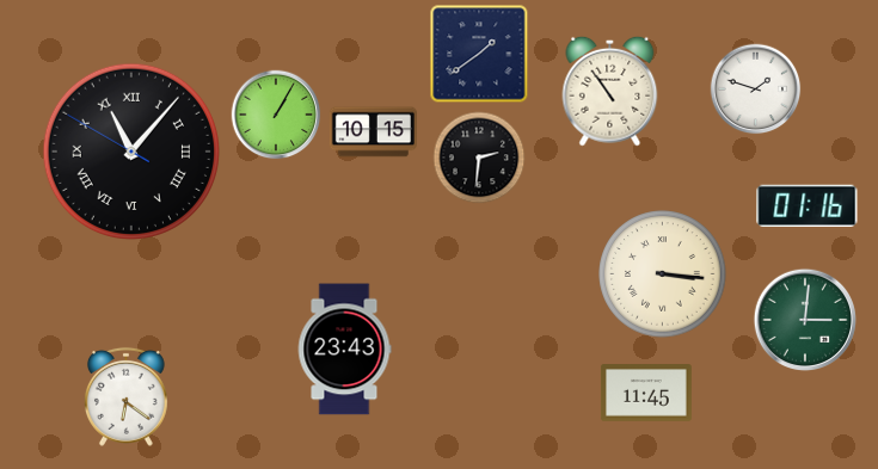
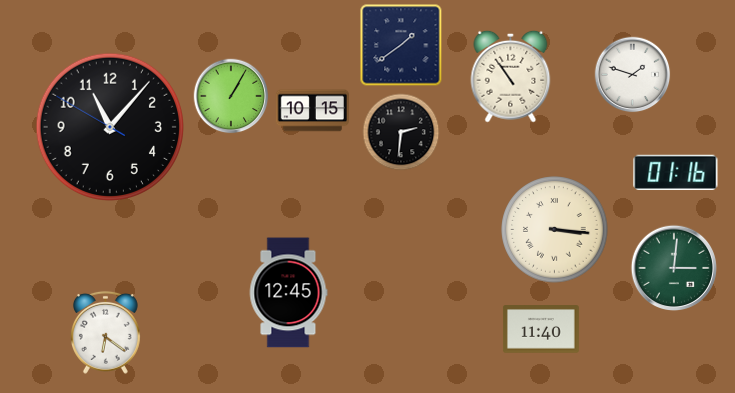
clock at (130, 150) numerals: Roman -> Arabic
clock at (344, 350): 23:43 -> 12:45
clock at (646, 393): 11:45 -> 11:40
